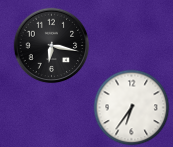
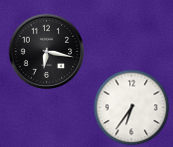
clock at (52, 46) position: (52, 46) -> (47, 52)
